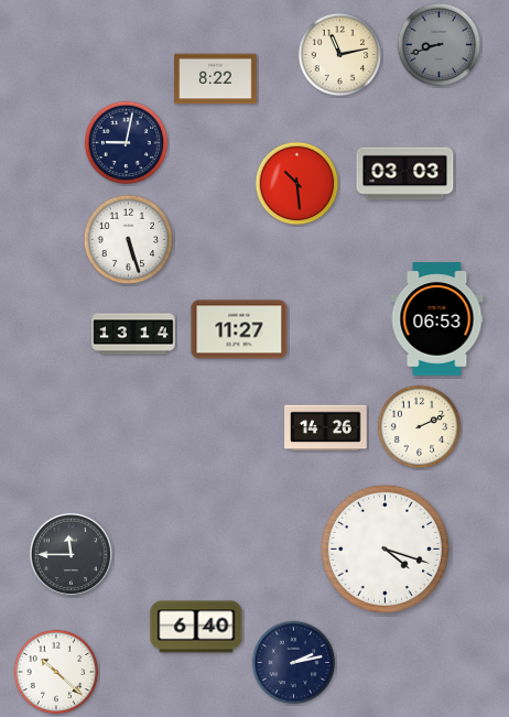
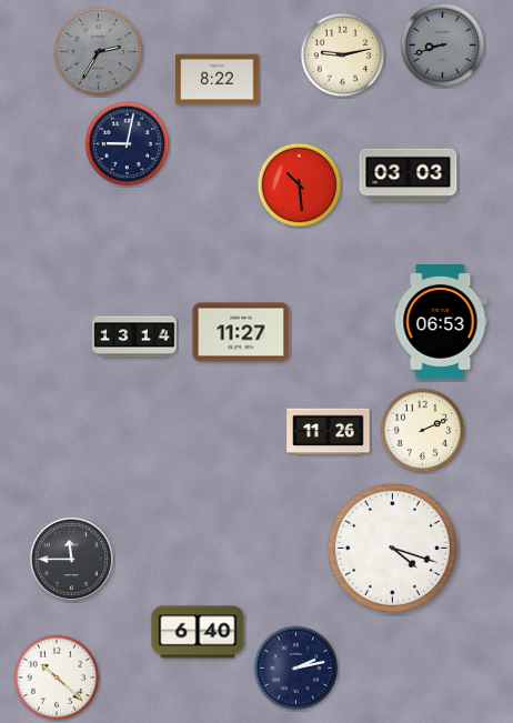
clock at (99, 52): none -> 2:35
clock at (340, 55): 11:13 -> 9:13
clock at (129, 240): 5:27 -> none
clock at (326, 428): 14:26 -> 11:26
clock at (385, 548) position: (385, 548) -> (392, 548)
